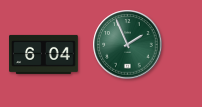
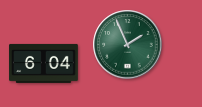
clock at (44, 54) position: (44, 54) -> (44, 63)
